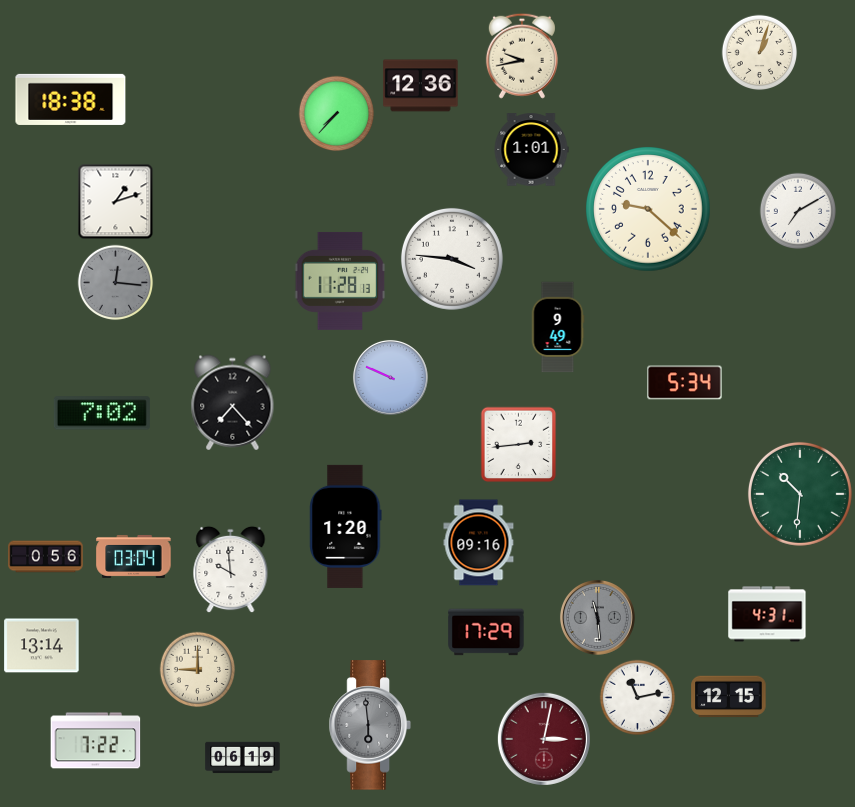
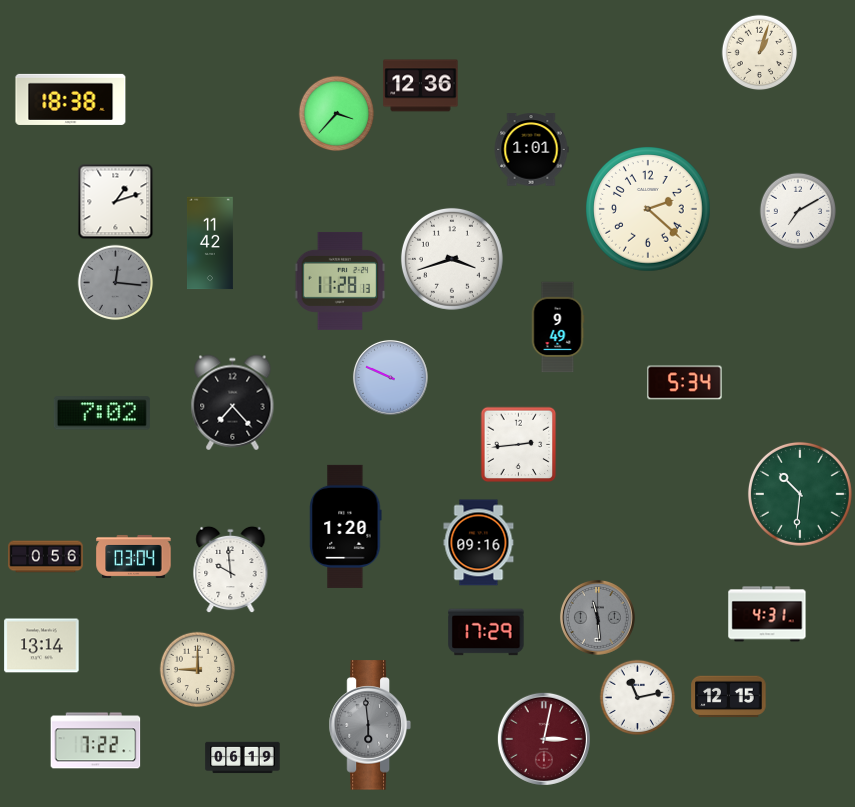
clock at (522, 56): 9:43 -> none
clock at (337, 114): 7:37 -> 3:37
clock at (648, 209): 9:22 -> 2:22
clock at (210, 243): none -> 11:42
clock at (452, 259): 3:46 -> 3:42
